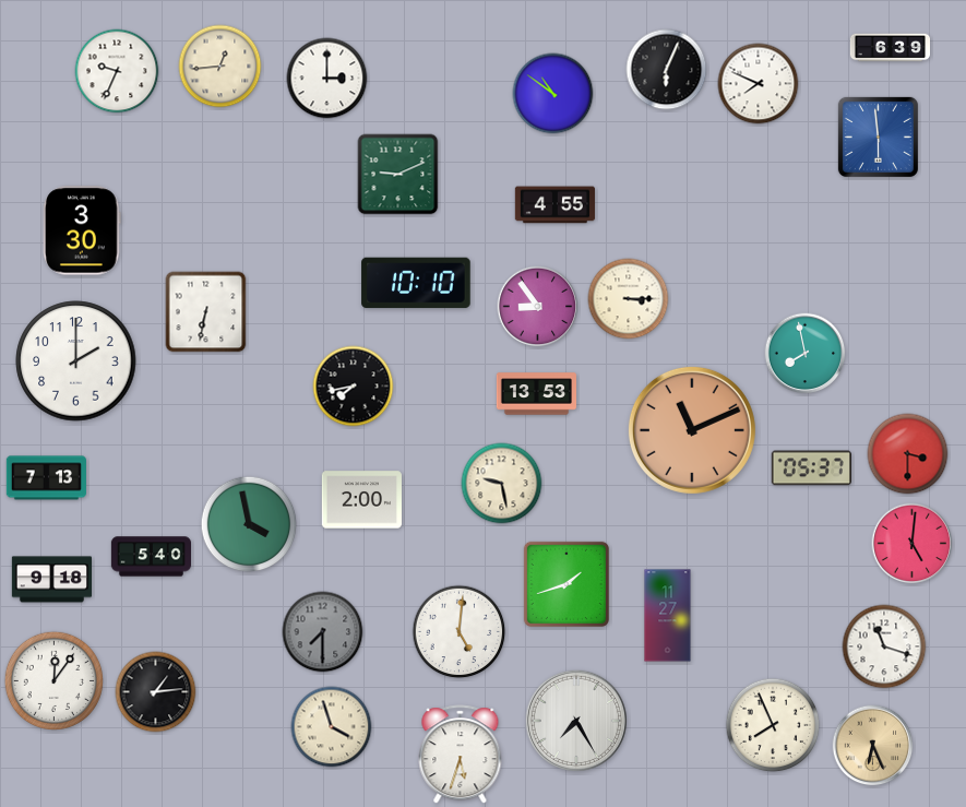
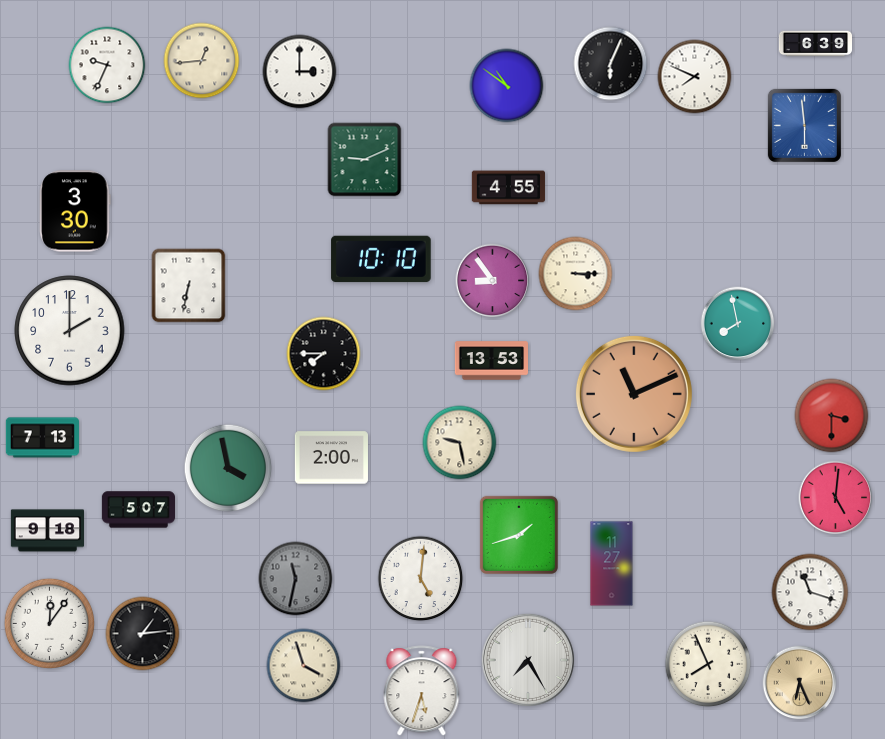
clock at (354, 387): 7:43 -> 7:45
clock at (811, 468): 05:37 -> none
clock at (249, 524) position: (249, 524) -> (228, 468)
clock at (151, 557): 5:40 -> 5:07
clock at (323, 632): 7:30 -> 11:32
